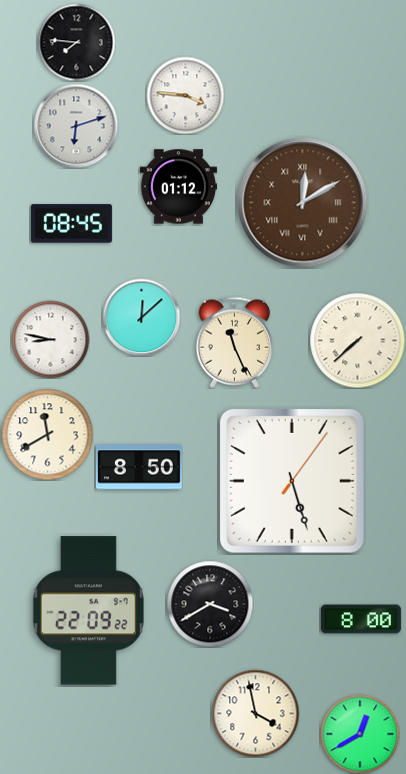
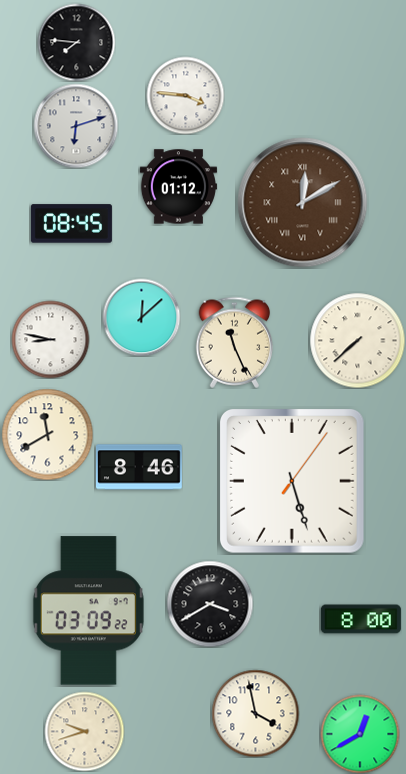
clock at (139, 467): 8:50 -> 8:46
clock at (88, 611): 22:09 -> 03:09
clock at (84, 731): none -> 9:42
